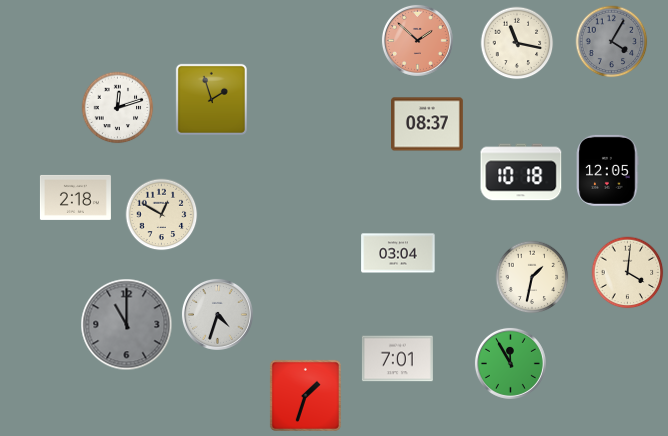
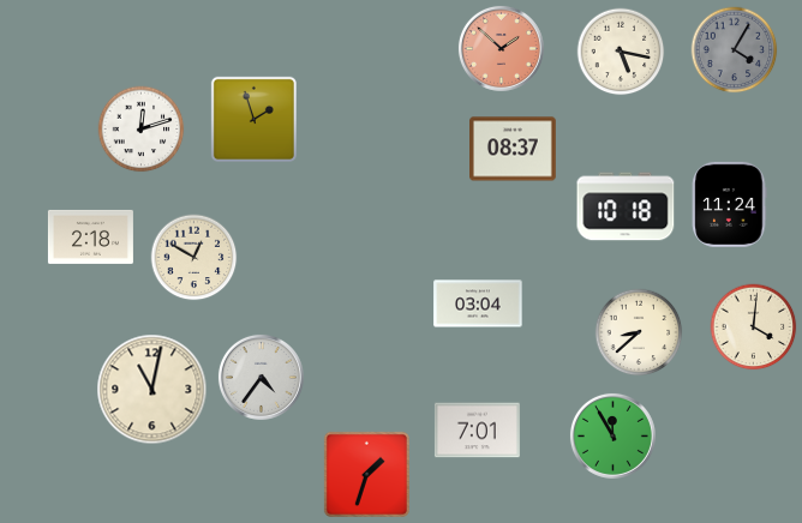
clock at (517, 43): 11:17 -> 5:17
clock at (608, 170): 12:05 -> 11:24
clock at (532, 277): 1:32 -> 8:38
clock at (217, 314): 4:33 -> 4:36
clock at (127, 325): 11:00 -> 11:02
clock at (127, 325) dial: grey -> cream
